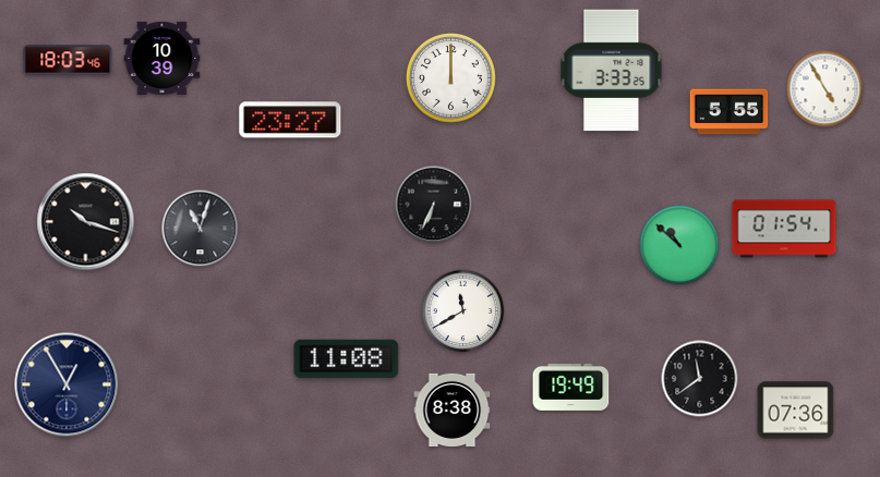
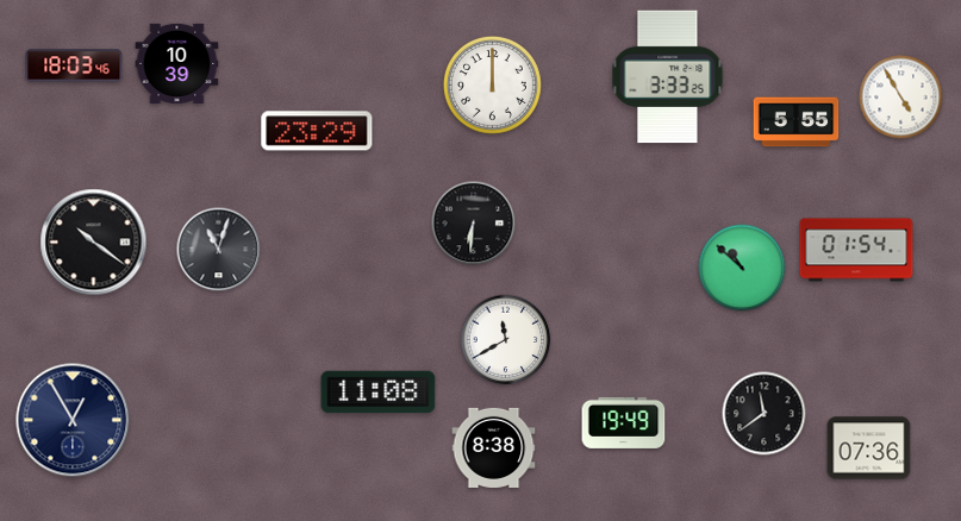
clock at (290, 120): 23:27 -> 23:29
clock at (434, 205): 6:34 -> 6:31
clock at (86, 222): 10:18 -> 10:21
